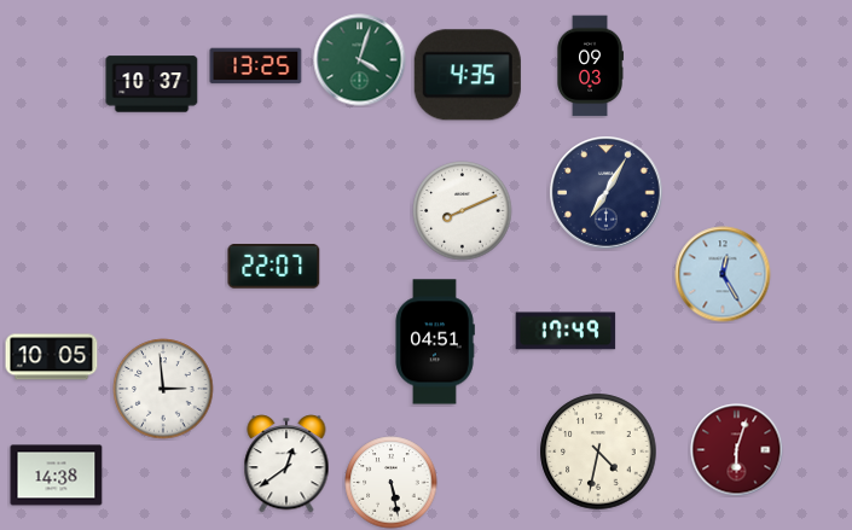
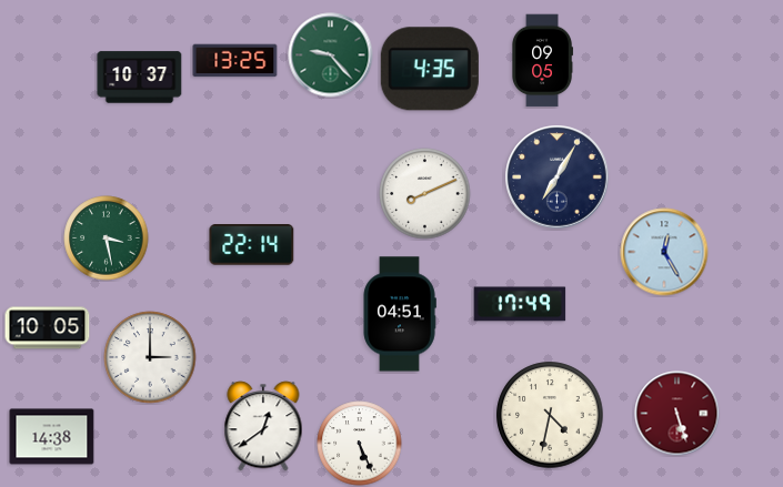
clock at (360, 60): 4:03 -> 9:23
clock at (590, 66): 09:03 -> 09:05
clock at (107, 239): none -> 3:28
clock at (274, 267): 22:07 -> 22:14
clock at (163, 389): 2:59 -> 3:00
clock at (737, 450): 6:03 -> 5:27
clock at (392, 483): 5:28 -> 5:26
